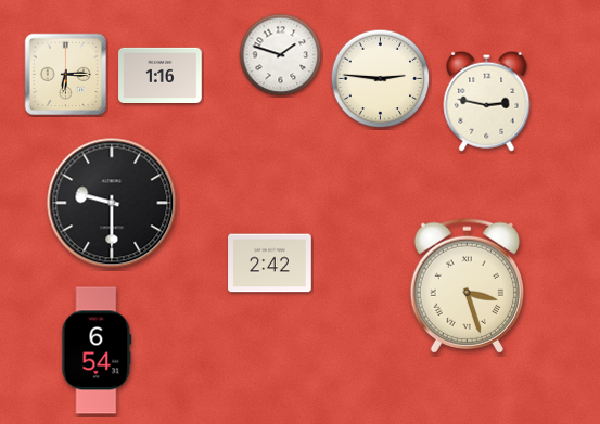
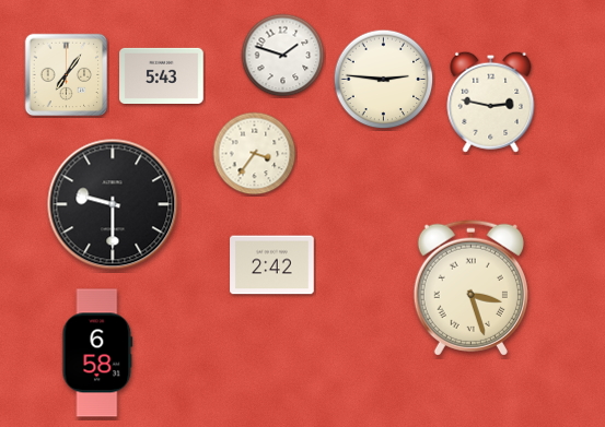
clock at (66, 75): 6:15 -> 7:06
clock at (161, 75): 1:16 -> 5:43
clock at (255, 154): none -> 3:36
clock at (97, 350): 6:54 -> 6:58
